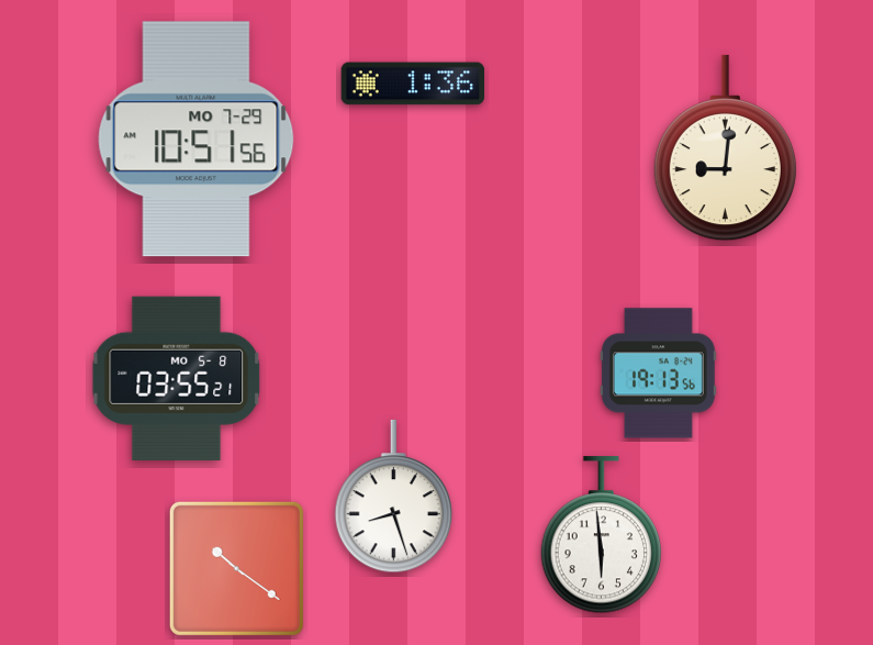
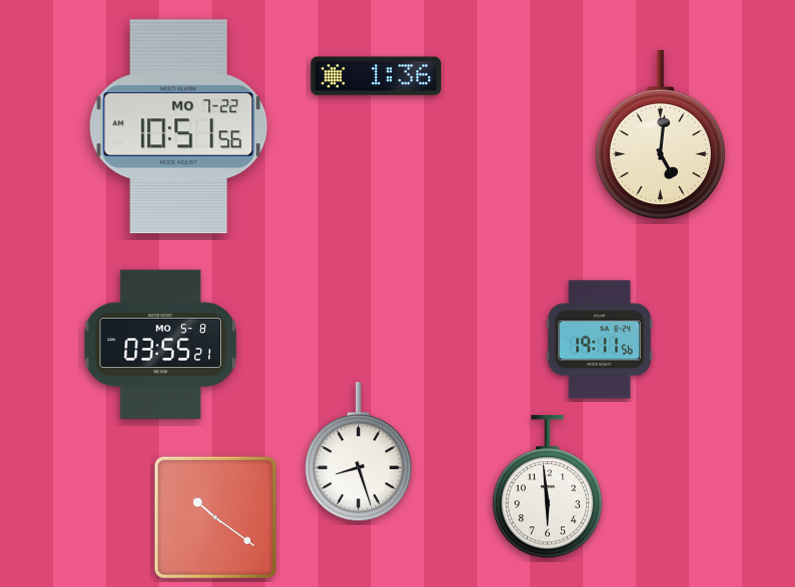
clock at (197, 140) date: MO 7-29 -> MO 7-22
clock at (725, 148): 9:01 -> 5:01
clock at (658, 374): 19:13 -> 19:11
